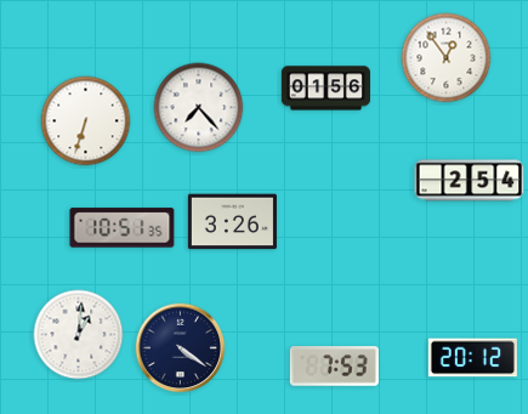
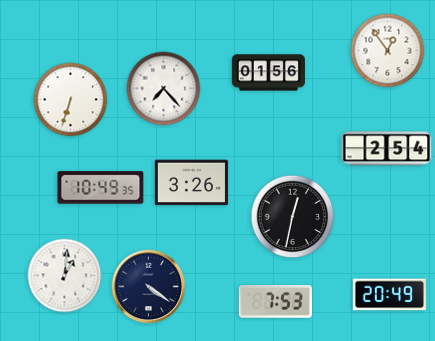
clock at (447, 58) position: (447, 58) -> (388, 51)
clock at (123, 228): 10:51 -> 10:49
clock at (293, 217): none -> 12:32
clock at (472, 358): 20:12 -> 20:49
